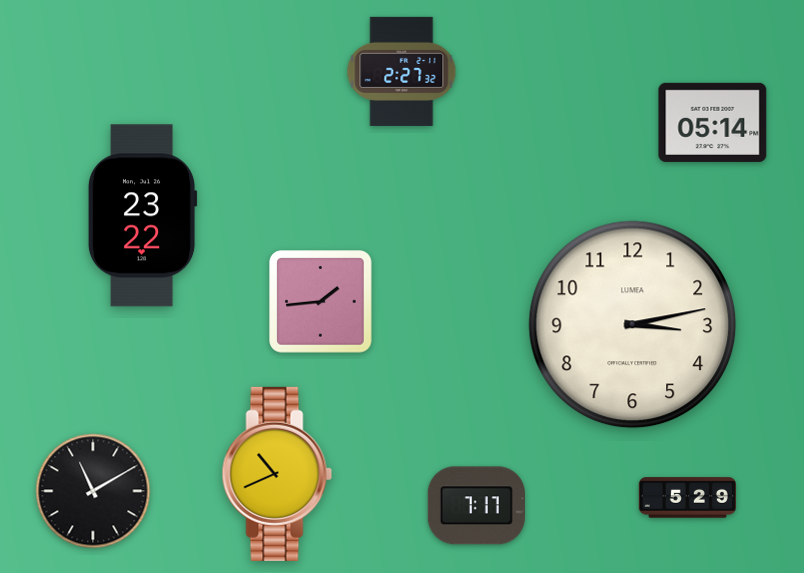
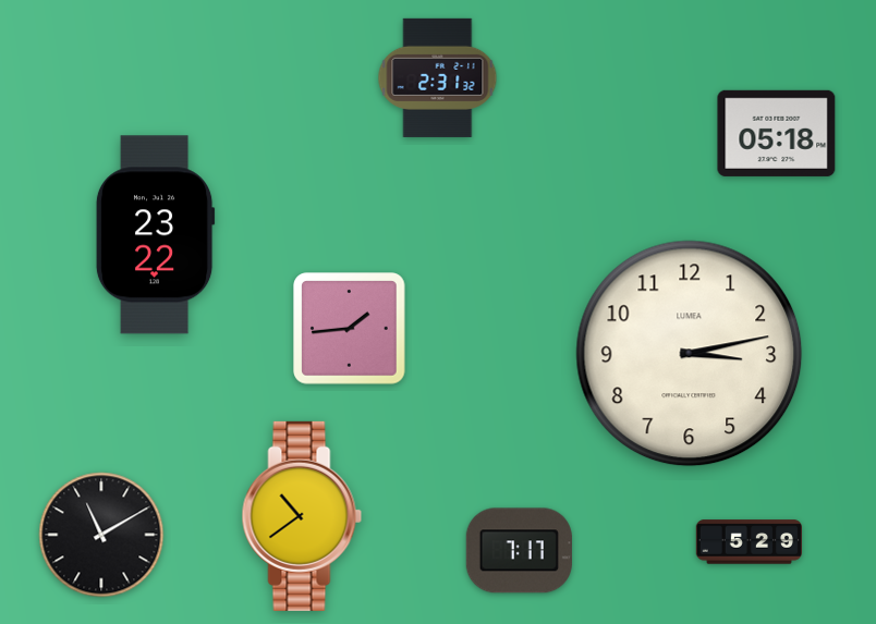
clock at (402, 71): 2:27 -> 2:31
clock at (713, 122): 05:14 -> 05:18
clock at (277, 474): 10:41 -> 10:39
